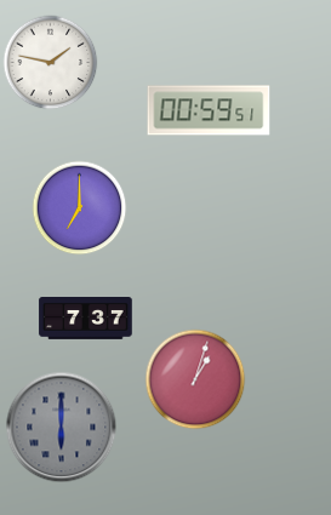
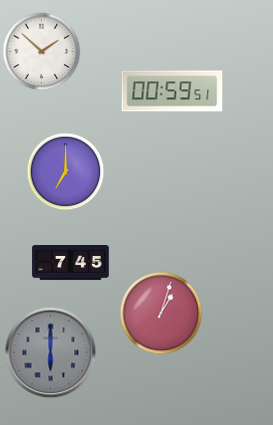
clock at (50, 62): 1:47 -> 1:52
clock at (86, 319): 7:37 -> 7:45
